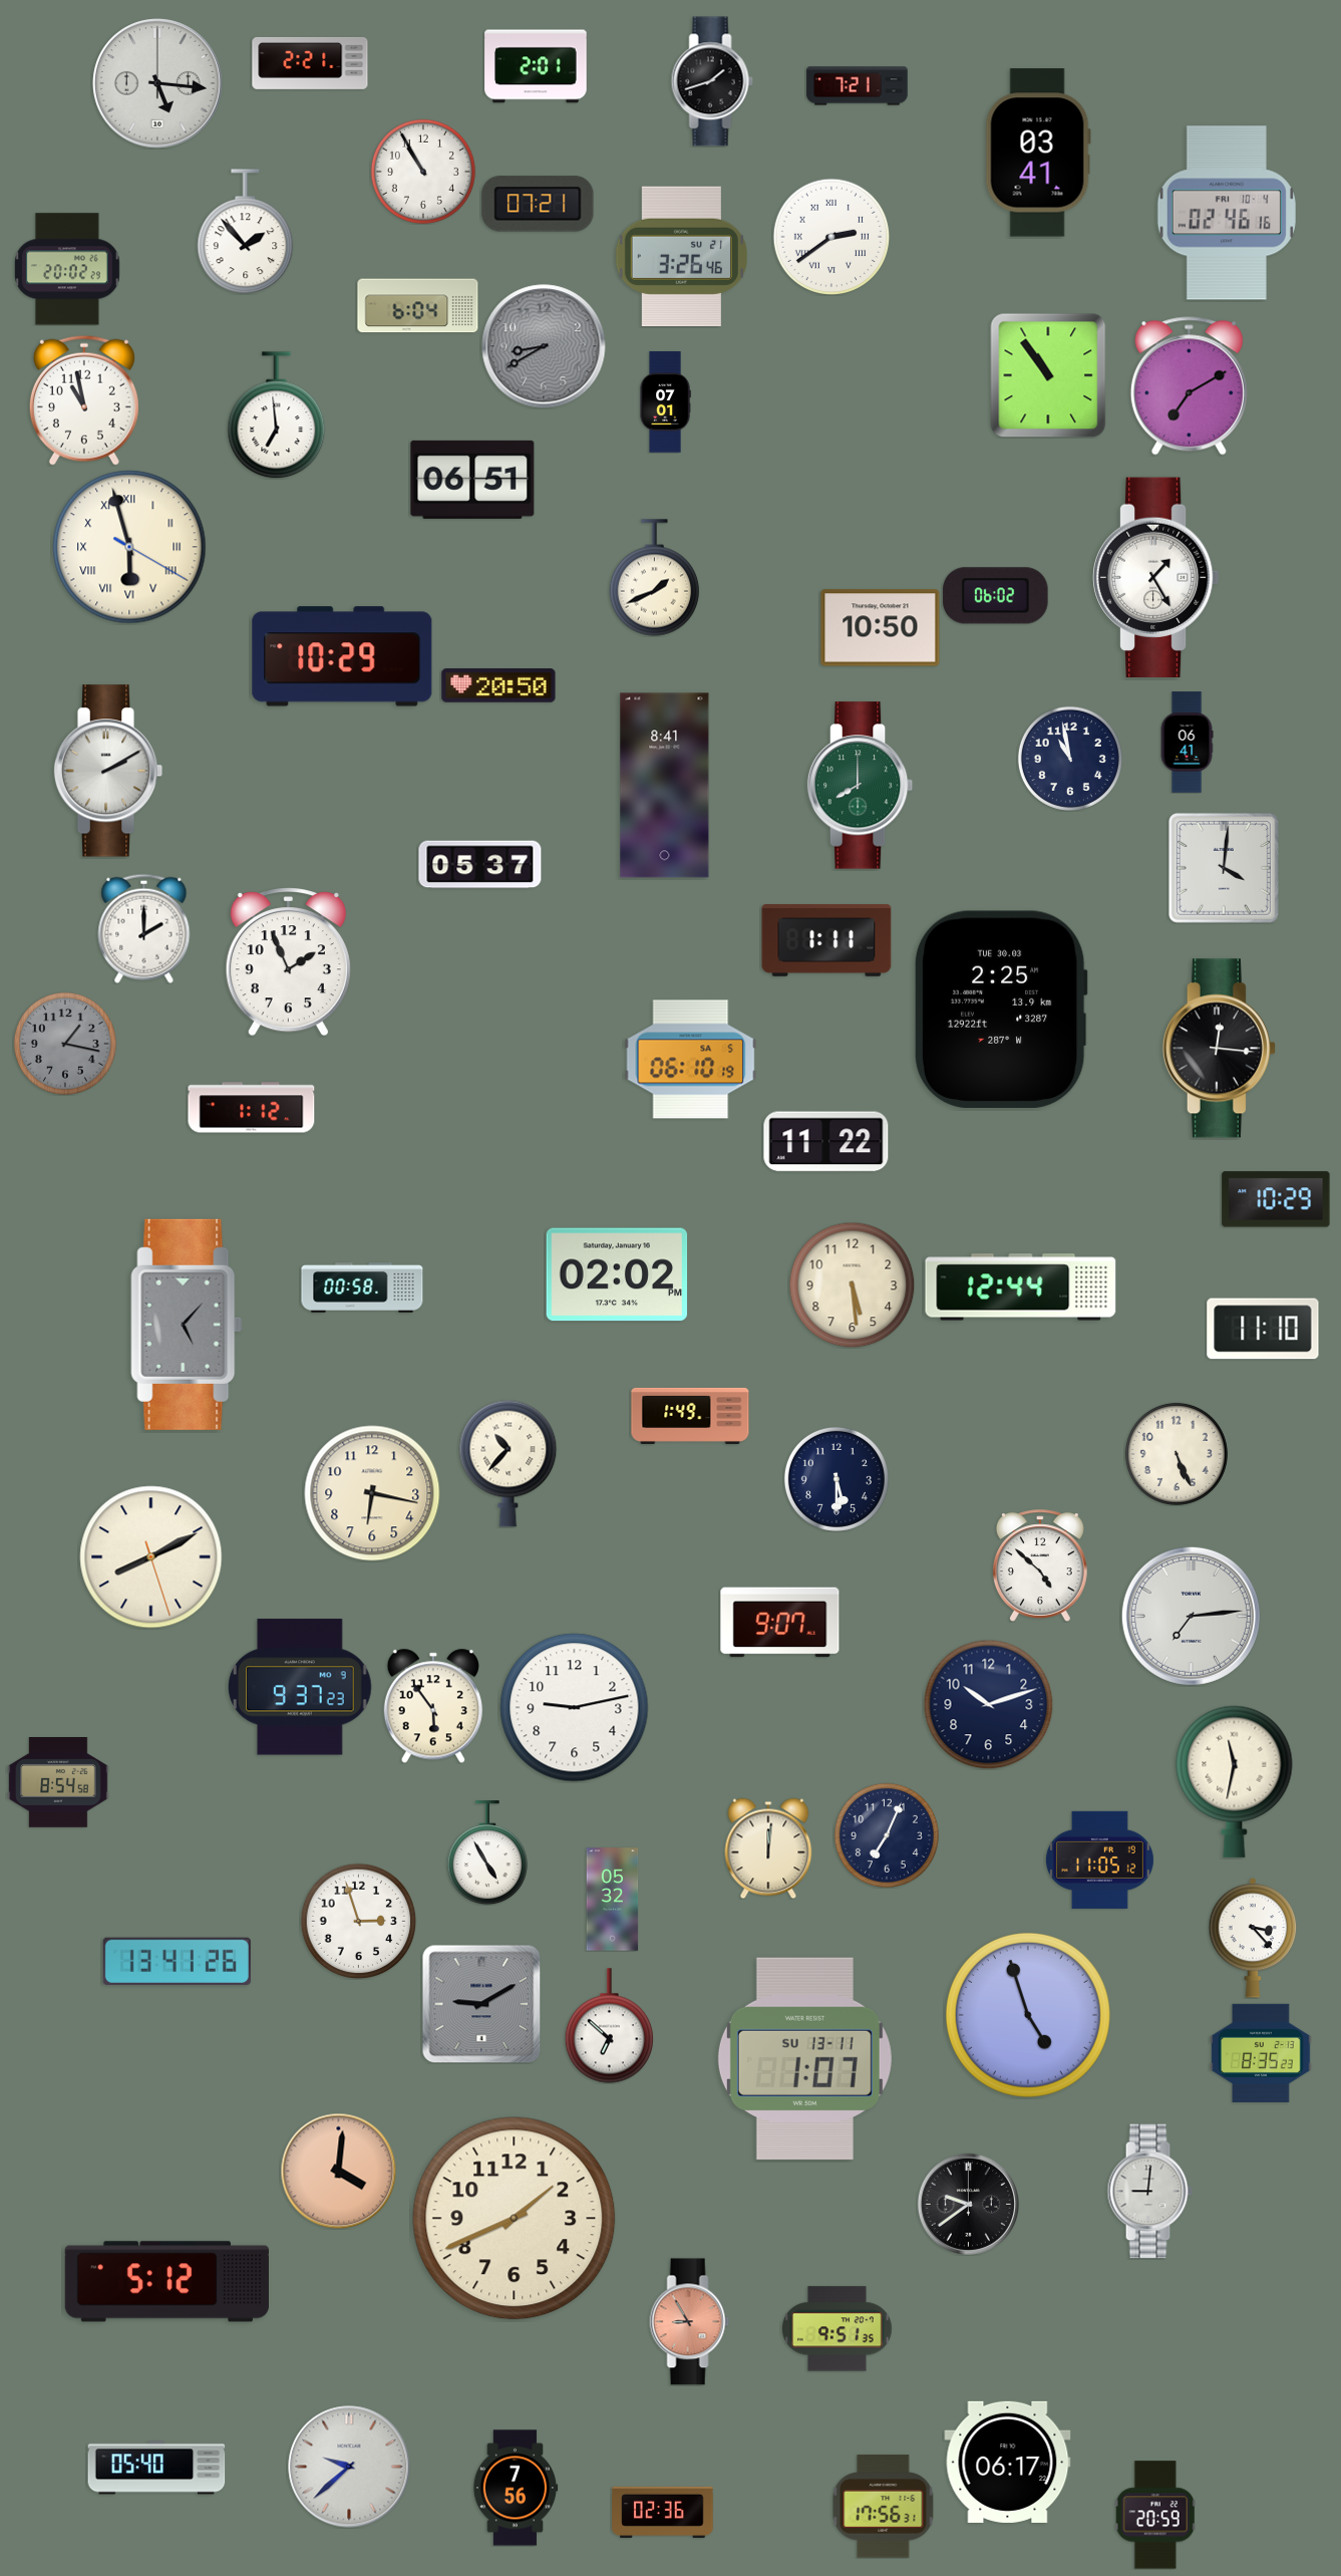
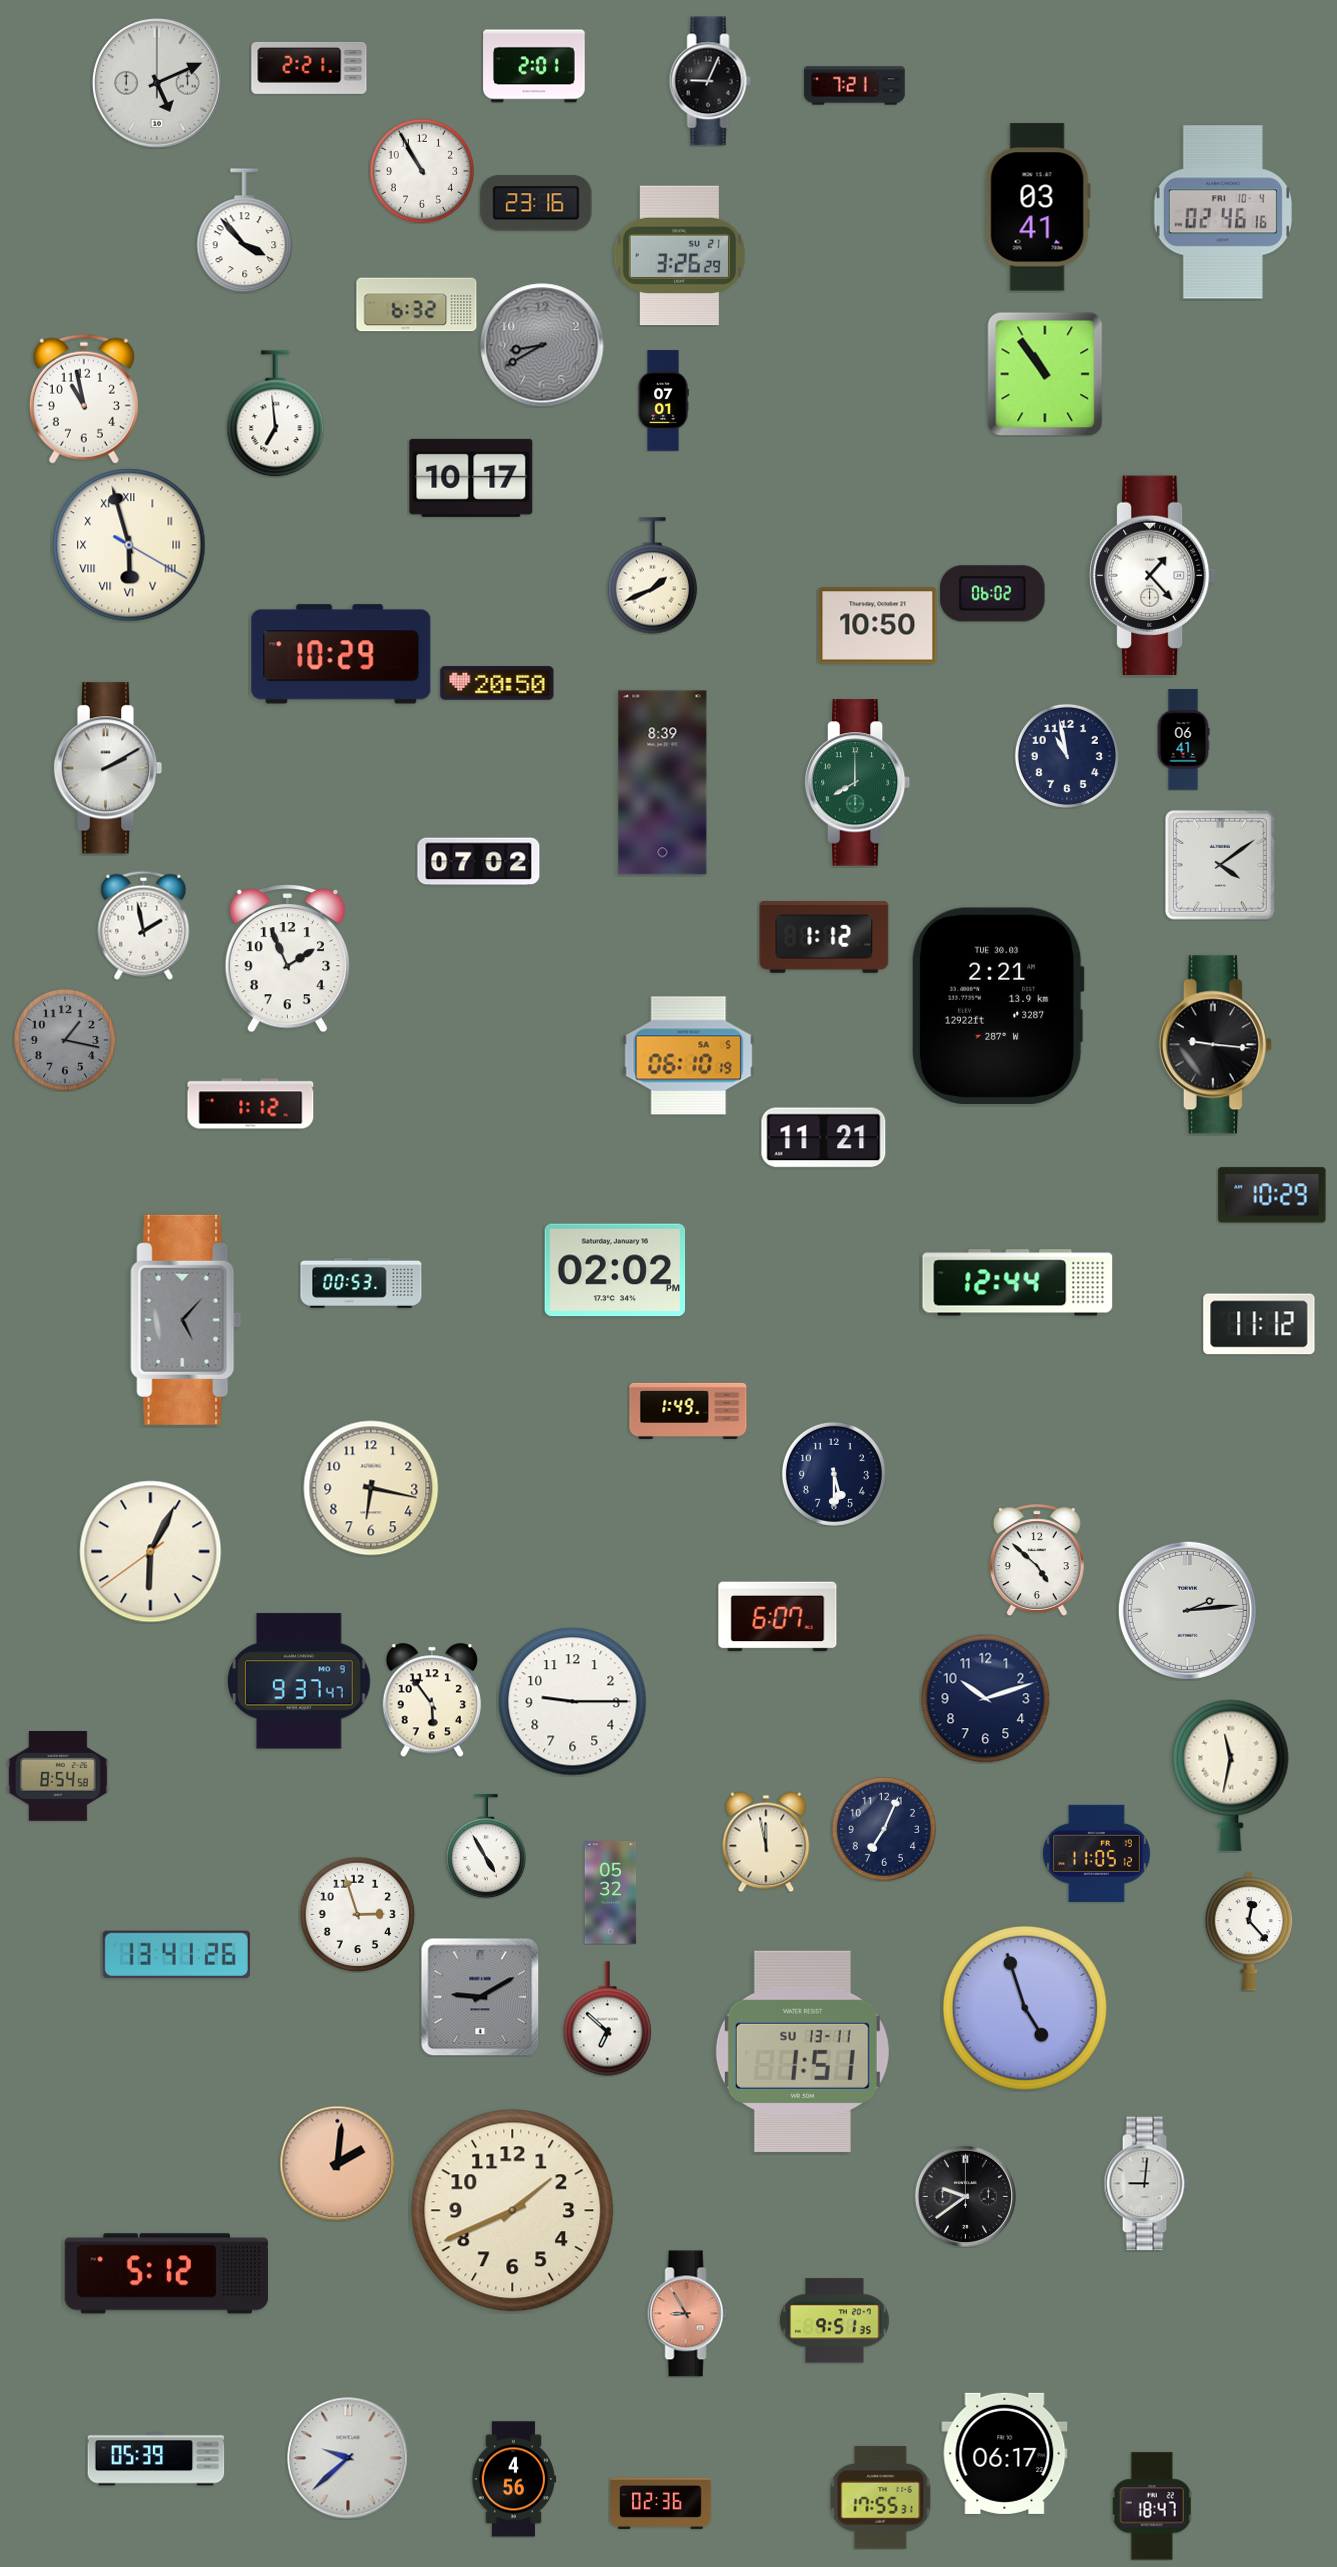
clock at (310, 63) position: (310, 63) -> (309, 68)
clock at (712, 81): 1:42 -> 9:04
clock at (157, 83): 5:16 -> 5:11
clock at (1038, 153) position: (1038, 153) -> (1038, 207)
clock at (538, 204): 07:21 -> 23:16
clock at (246, 232): 1:53 -> 3:53
clock at (831, 237): 2:39 -> none
clock at (681, 257): 3:26:46 -> 3:26:29
clock at (67, 269): 20:02 -> none
clock at (418, 306): 6:04 -> 6:32
clock at (1189, 386): 7:10 -> none
clock at (472, 480): 06:51 -> 10:17
clock at (1155, 577): 1:25 -> 1:23
clock at (665, 786): 8:41 -> 8:39
clock at (480, 865): 05:37 -> 07:02
clock at (1224, 868): 4:01 -> 4:09
clock at (144, 928): 2:00 -> 1:58
clock at (826, 941): 1:11 -> 1:12
clock at (1001, 1009): 2:25 -> 2:21
clock at (1219, 1049): 12:16 -> 9:16
clock at (826, 1142): 11:22 -> 11:21
clock at (852, 1284): 5:29 -> none
clock at (362, 1289): 00:58 -> 00:53
clock at (1263, 1329): 11:10 -> 11:12
clock at (1177, 1454): 5:26 -> none
clock at (509, 1463): 10:37 -> none
clock at (151, 1557): 8:10 -> 6:04
clock at (1191, 1616): 7:14 -> 2:14
clock at (780, 1623): 9:07 -> 6:07
clock at (300, 1687): 9:37:23 -> 9:37:47
clock at (575, 1708): 9:13 -> 9:15
clock at (768, 1848): 12:01 -> 11:58
clock at (1253, 1938): 3:23 -> 12:23
clock at (1261, 2053): 8:35 -> none
clock at (804, 2058): 1:07 -> 1:51
clock at (338, 2171): 4:01 -> 2:01
clock at (156, 2468): 05:40 -> 05:39
clock at (516, 2488): 7:56 -> 4:56
clock at (884, 2507): 17:56 -> 17:55
clock at (1155, 2515): 20:59 -> 18:47
